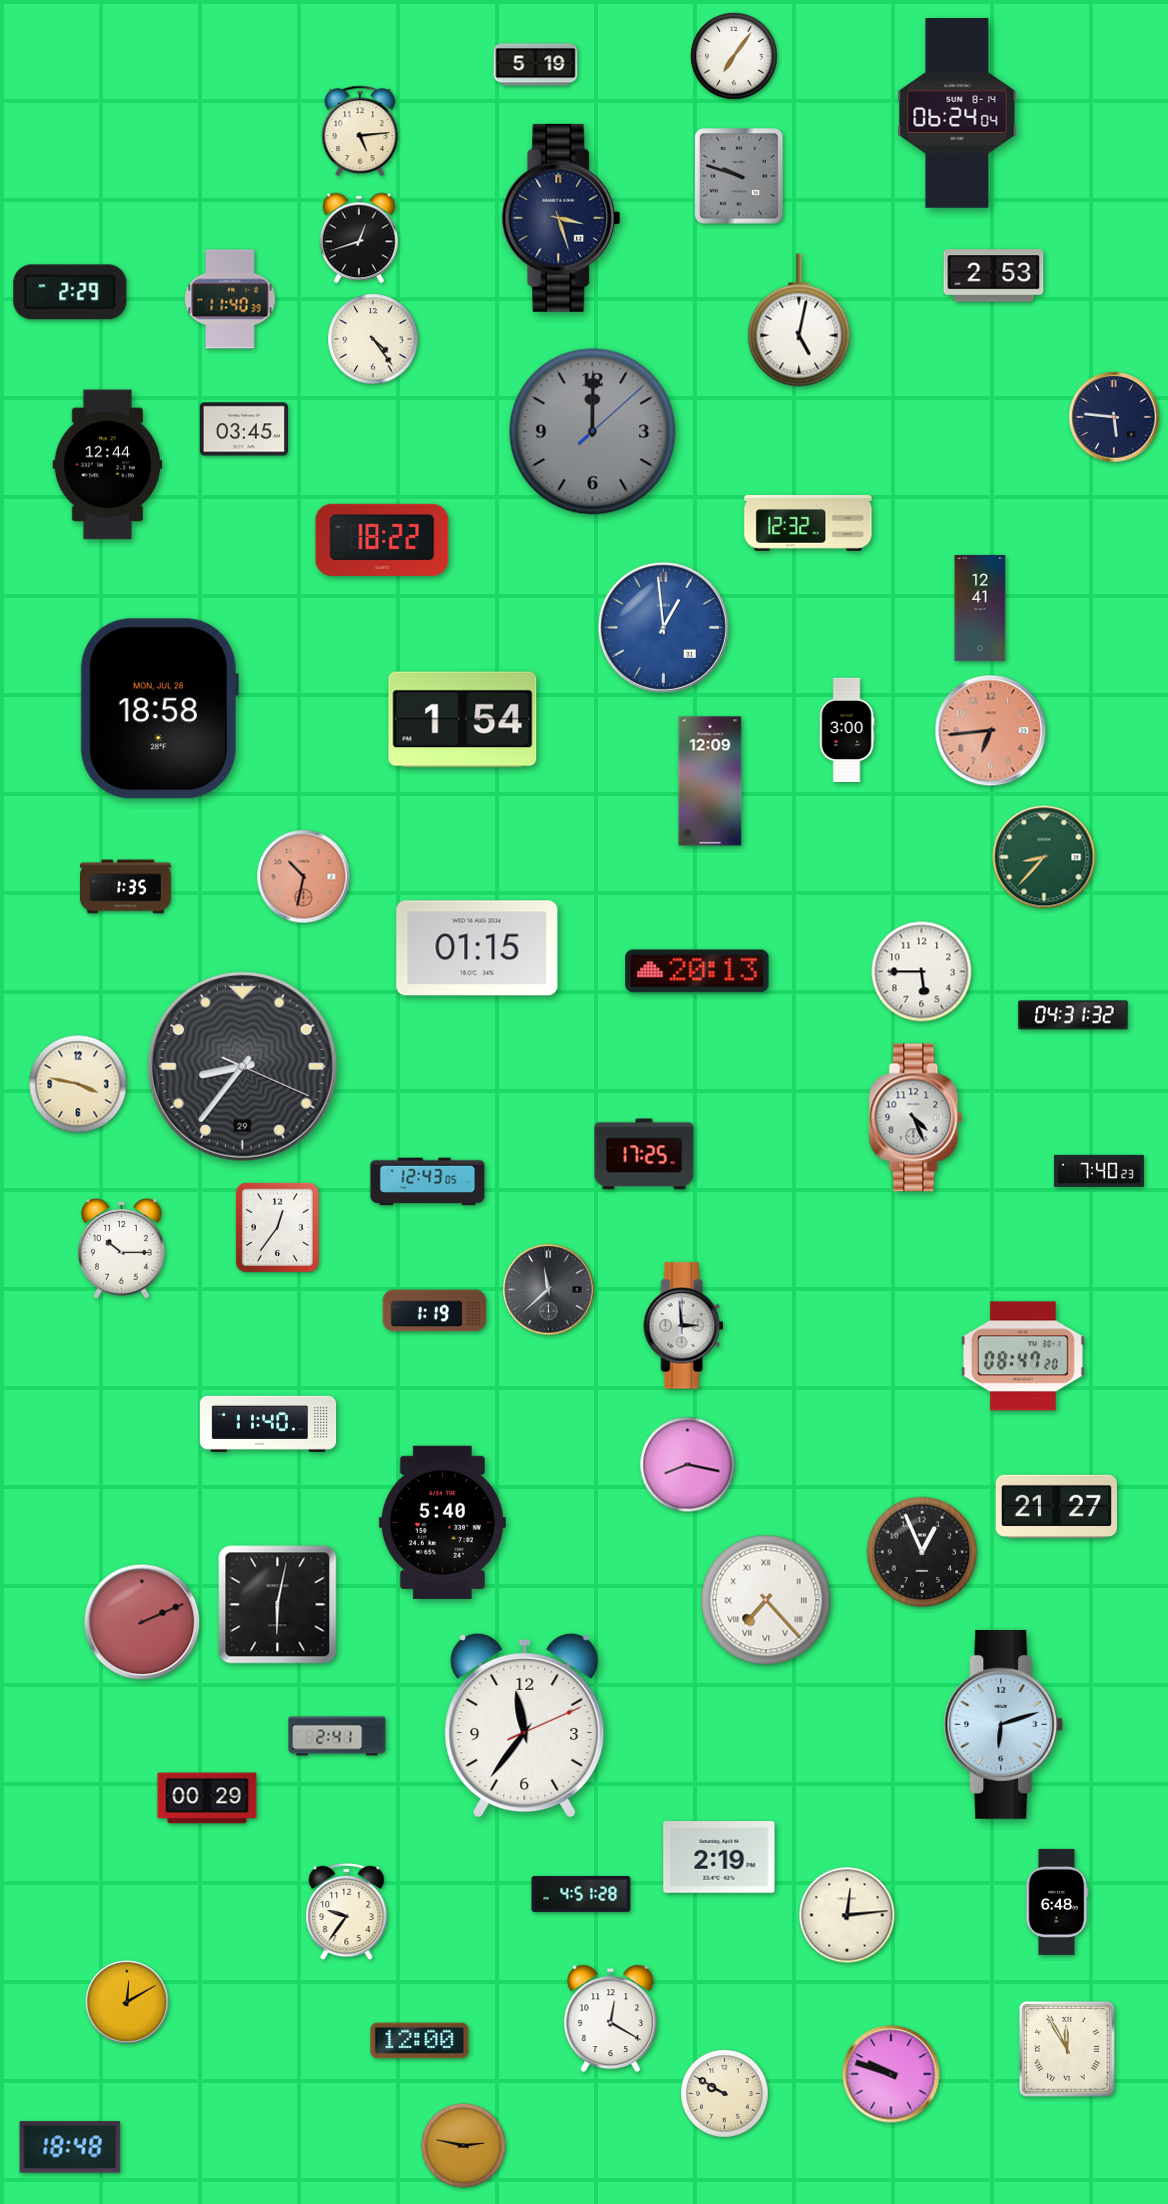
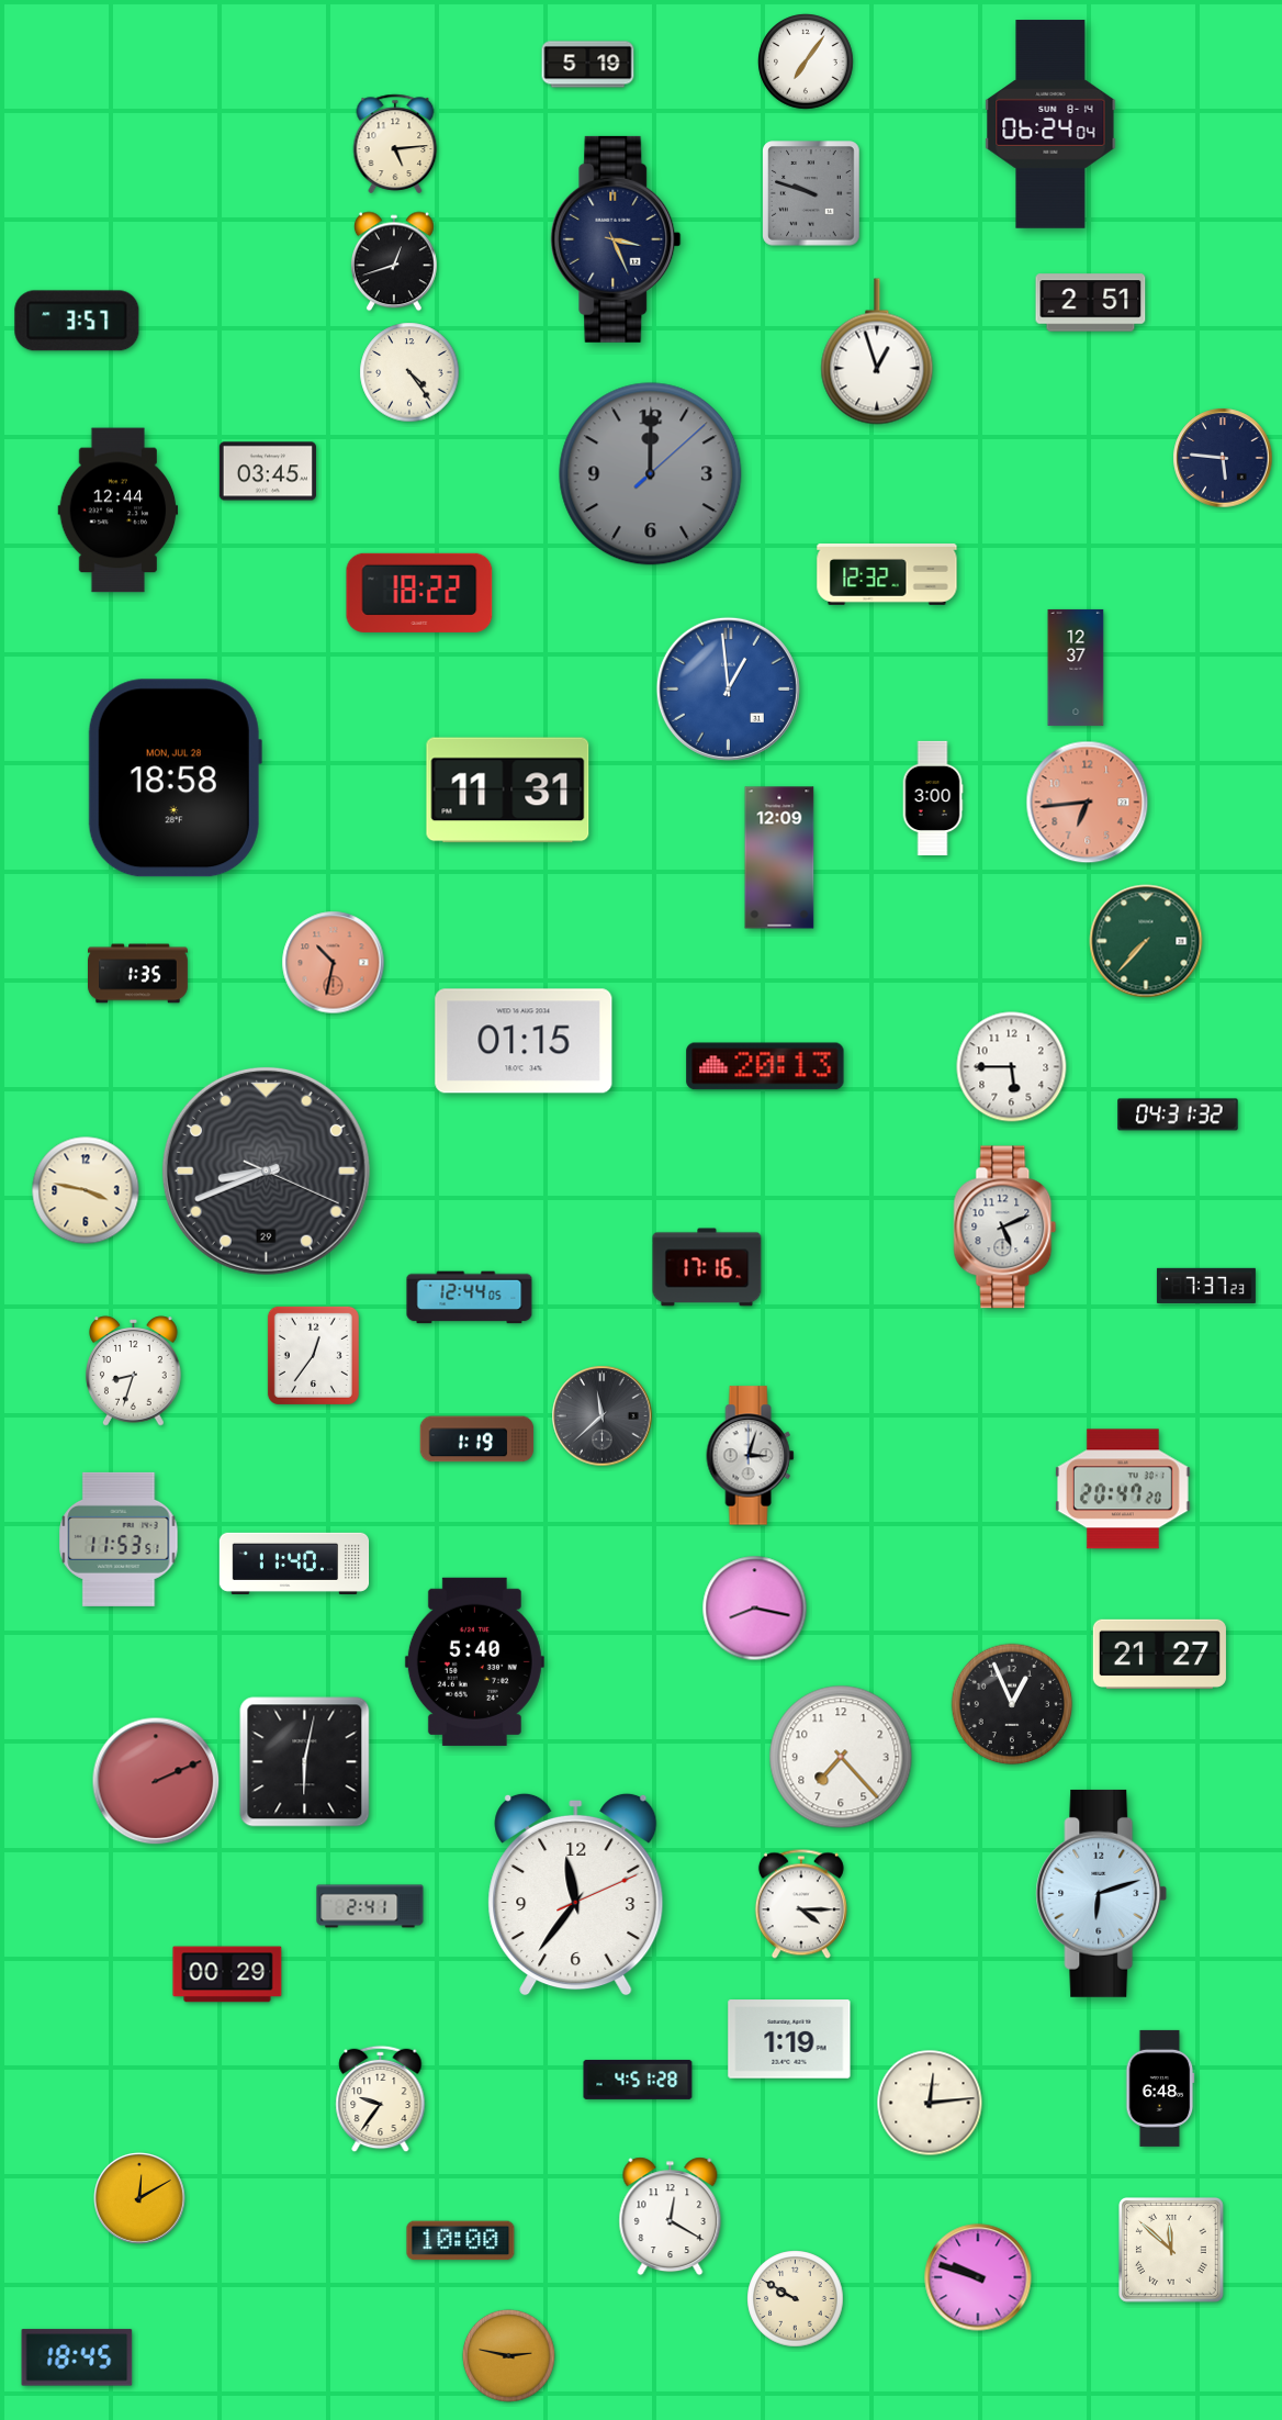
clock at (536, 65) position: (536, 65) -> (588, 65)
clock at (561, 218): 3:27 -> 3:26
clock at (994, 276): 2:53 -> 2:51
clock at (70, 292): 2:29 -> 3:57
clock at (230, 299): 11:40 -> none
clock at (799, 320): 5:02 -> 12:57
clock at (980, 608): 12:41 -> 12:37
clock at (463, 720): 1:54 -> 11:31
clock at (847, 730) position: (847, 730) -> (933, 798)
clock at (1044, 857): 8:37 -> 7:37
clock at (242, 1066): 8:36 -> 8:41
clock at (916, 1118): 4:26 -> 5:11
clock at (644, 1154): 17:25 -> 17:16
clock at (1099, 1171): 7:40 -> 7:37
clock at (428, 1182): 12:43 -> 12:44
clock at (277, 1227) position: (277, 1227) -> (313, 1355)
clock at (122, 1249): 10:15 -> 8:33
clock at (684, 1326): 2:59 -> 3:03
clock at (1023, 1356): 08:47 -> 20:47
clock at (119, 1539): none -> 11:53
clock at (442, 1522) position: (442, 1522) -> (474, 1661)
clock at (766, 1600) numerals: Roman -> Arabic
clock at (801, 1904): none -> 4:15
clock at (719, 1857): 2:19 -> 1:19
clock at (420, 2041): 12:00 -> 10:00
clock at (1068, 2050): 11:55 -> 11:52
clock at (70, 2147): 18:48 -> 18:45
